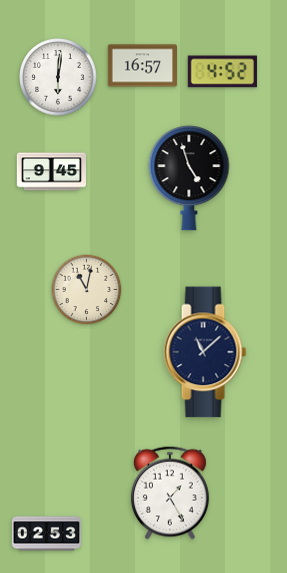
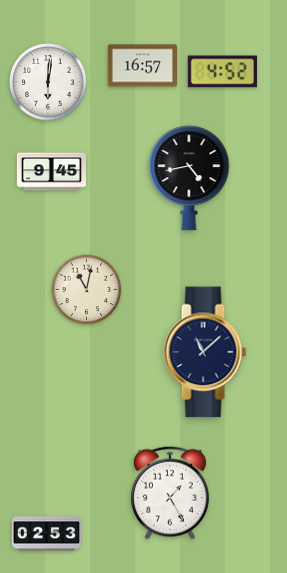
clock at (58, 77) position: (58, 77) -> (48, 82)
clock at (189, 178): 4:57 -> 4:43
